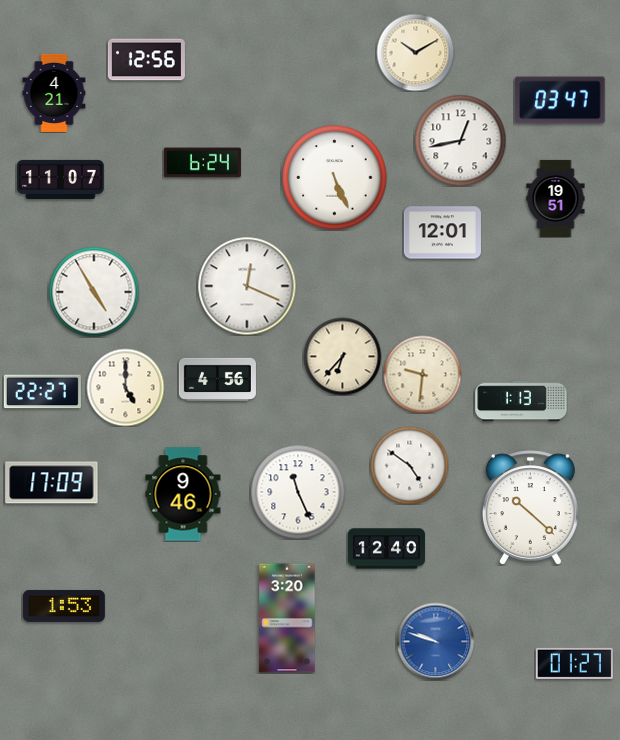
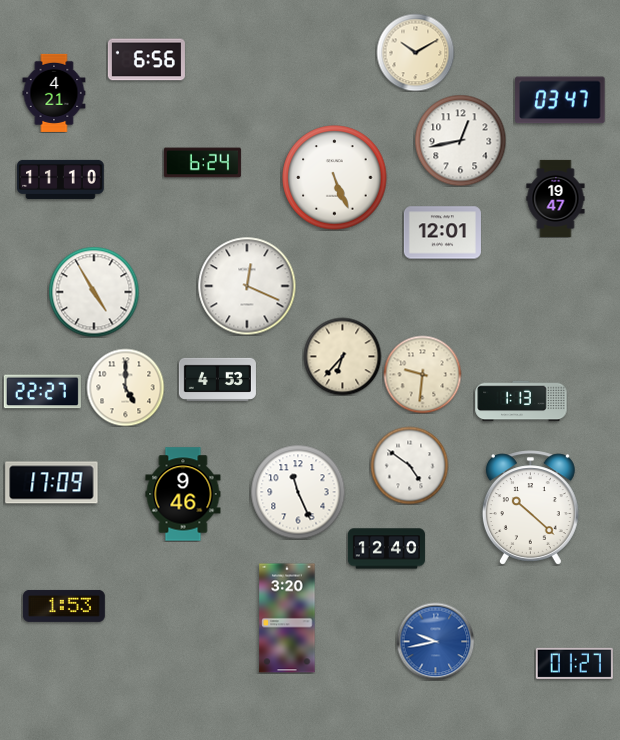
clock at (146, 60): 12:56 -> 6:56
clock at (61, 179): 11:07 -> 11:10
clock at (556, 198): 19:51 -> 19:47
clock at (217, 379): 4:56 -> 4:53
clock at (435, 641): 9:48 -> 9:43
